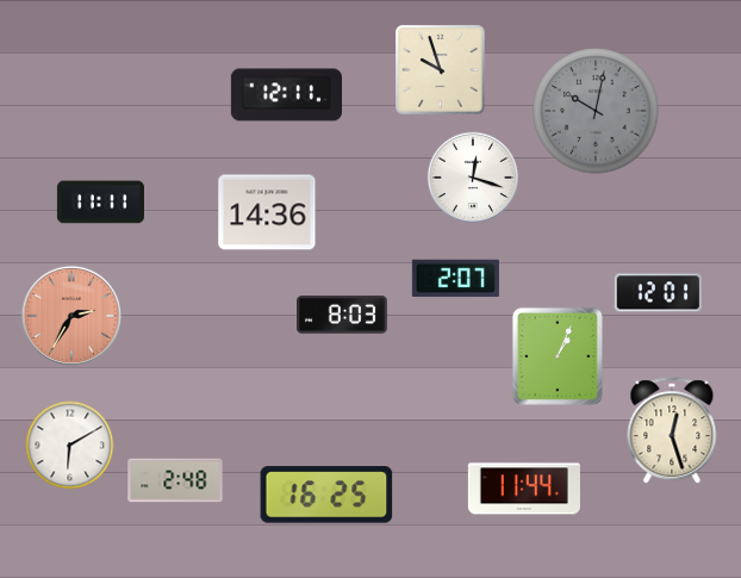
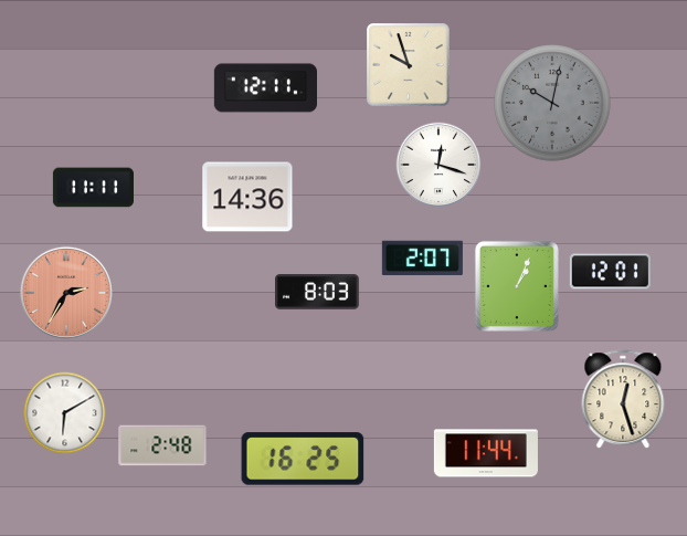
clock at (558, 356) position: (558, 356) -> (517, 286)
